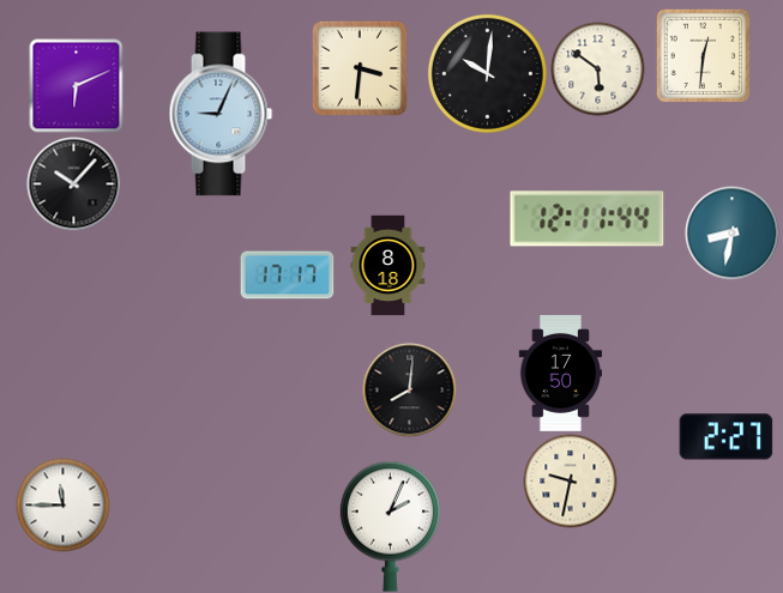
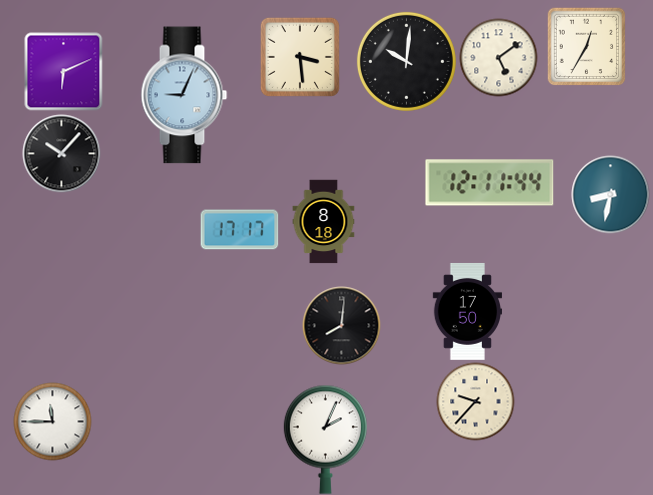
clock at (703, 55): 12:31 -> 12:35
clock at (360, 68): 3:31 -> 3:29
clock at (597, 68): 5:51 -> 5:09
clock at (725, 437): 2:27 -> none
clock at (570, 480): 9:32 -> 9:37
